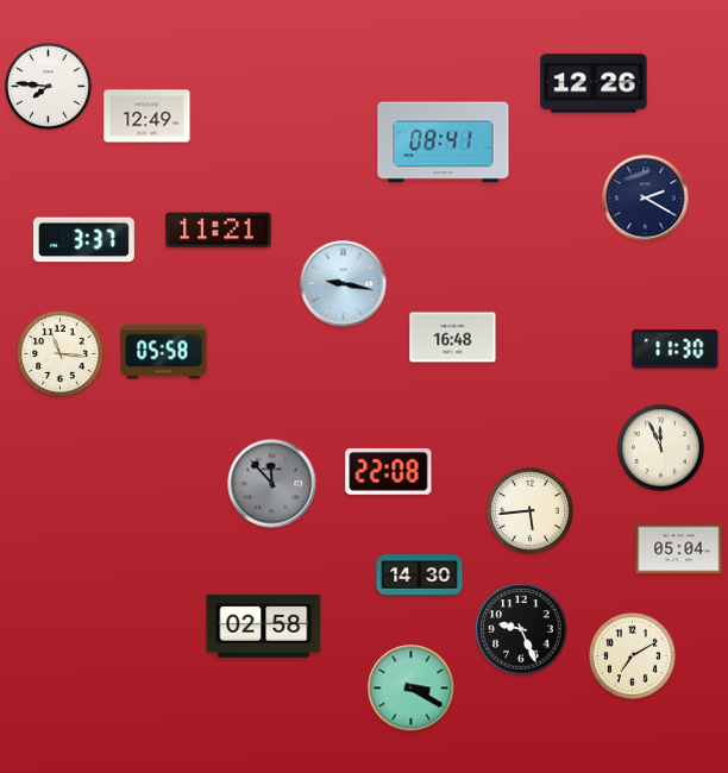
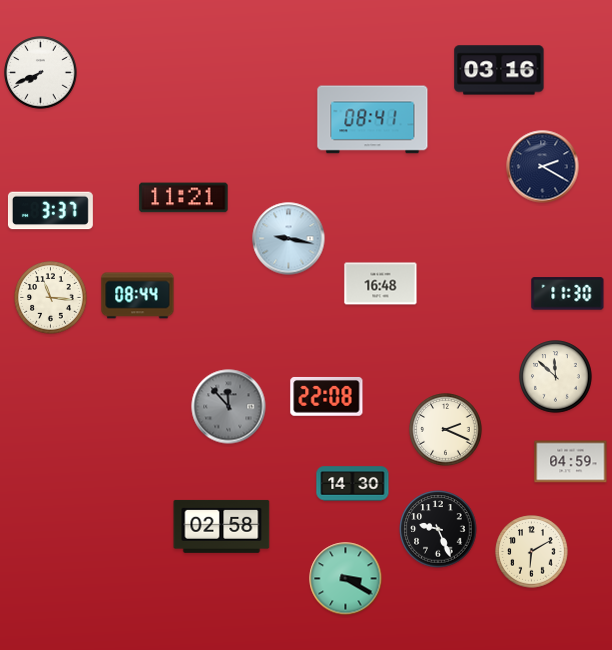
clock at (594, 83): 12:26 -> 03:16
clock at (49, 87): 7:46 -> 7:41
clock at (148, 117): 12:49 -> none
clock at (219, 231) position: (219, 231) -> (184, 198)
clock at (83, 240) position: (83, 240) -> (50, 211)
clock at (164, 352): 05:58 -> 08:44
clock at (661, 448): 11:56 -> 11:52
clock at (531, 511): 5:44 -> 2:19
clock at (679, 549): 05:04 -> 04:59
clock at (633, 656): 7:10 -> 6:10
